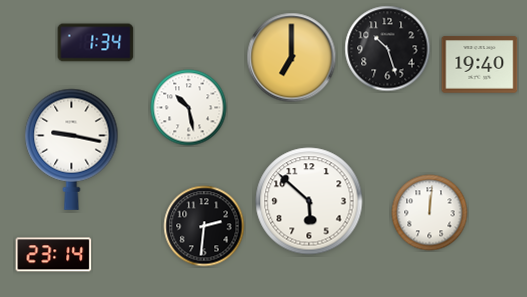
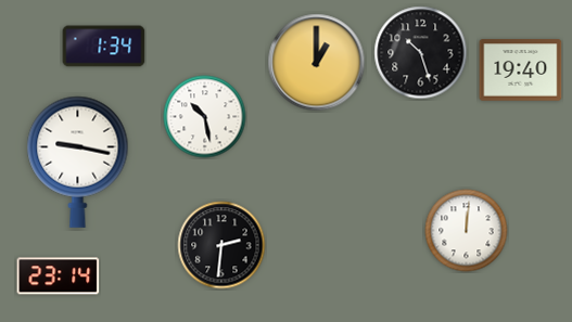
clock at (292, 58): 7:00 -> 1:00
clock at (309, 201): 5:52 -> none
